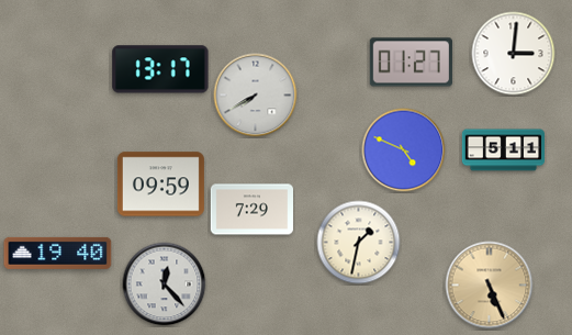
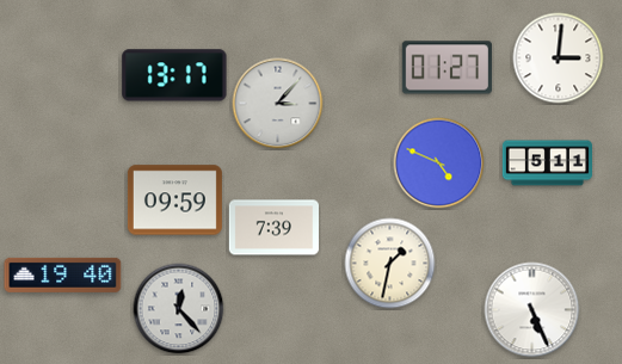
clock at (256, 96): 7:40 -> 3:07
clock at (251, 210): 7:29 -> 7:39
clock at (490, 286) dial: champagne -> white
